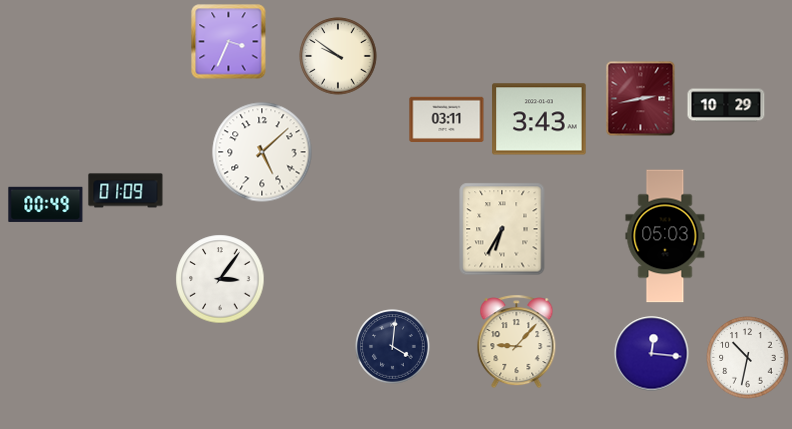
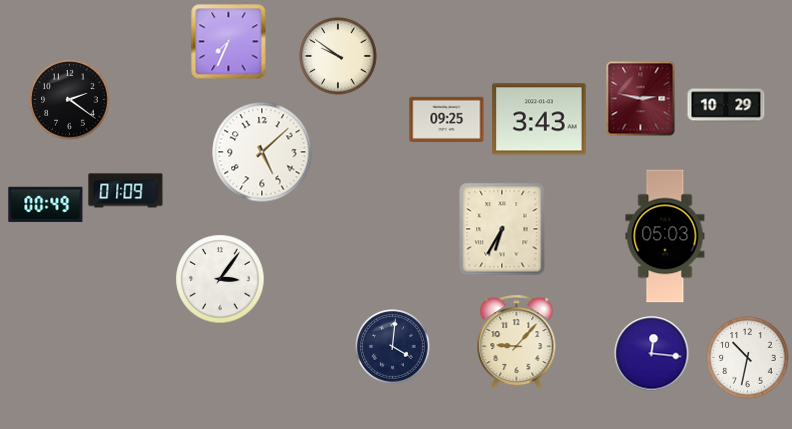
clock at (229, 42): 3:34 -> 7:34
clock at (641, 99): 2:43 -> 2:47
clock at (70, 100): none -> 2:21
clock at (447, 119): 03:11 -> 09:25
